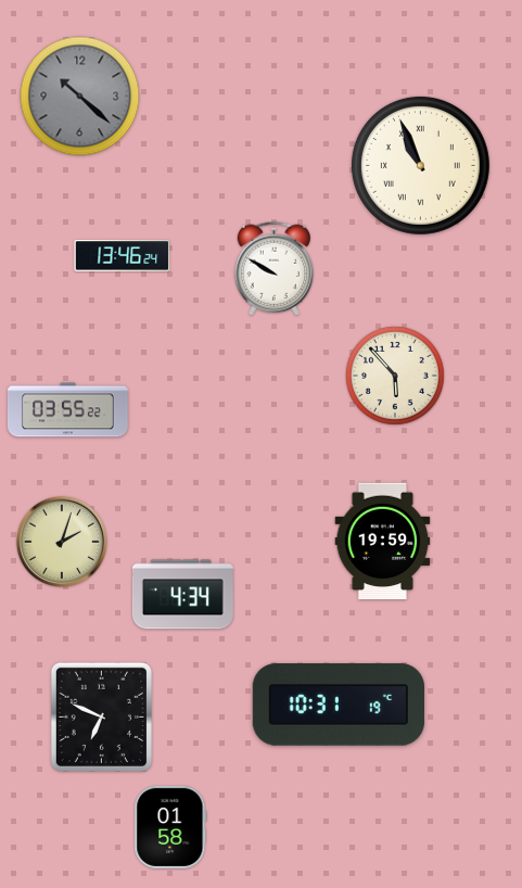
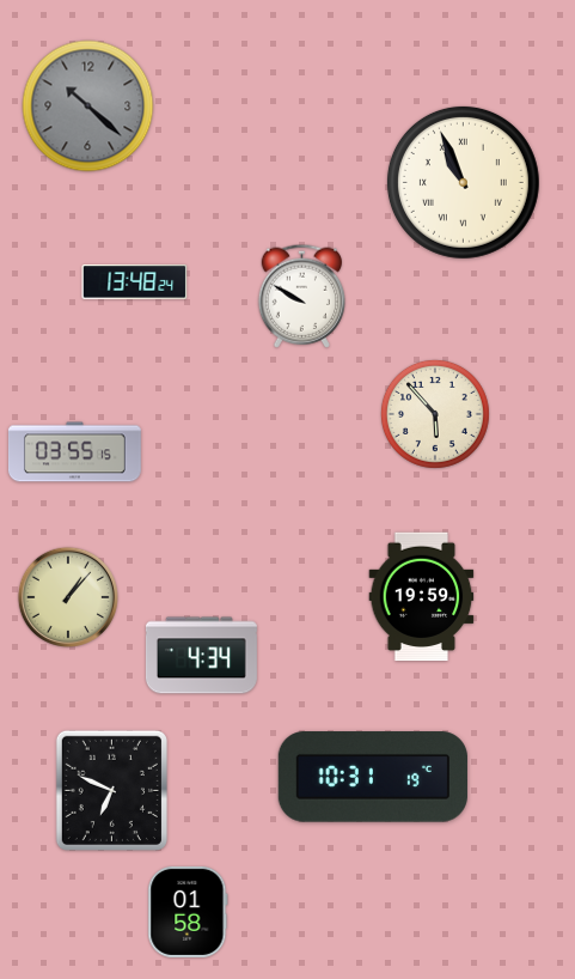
clock at (123, 256): 13:46 -> 13:48
clock at (68, 410): 03:55:22 -> 03:55:15
clock at (61, 541): 2:03 -> 1:07
